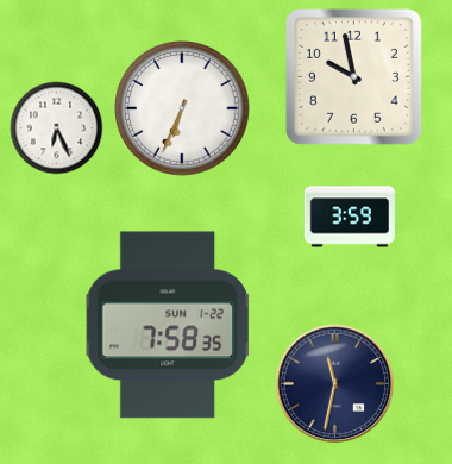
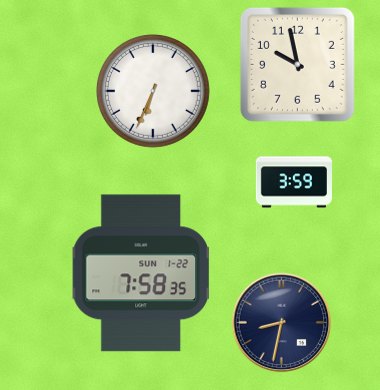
clock at (57, 128): 6:26 -> none
clock at (335, 384): 11:32 -> 8:32
